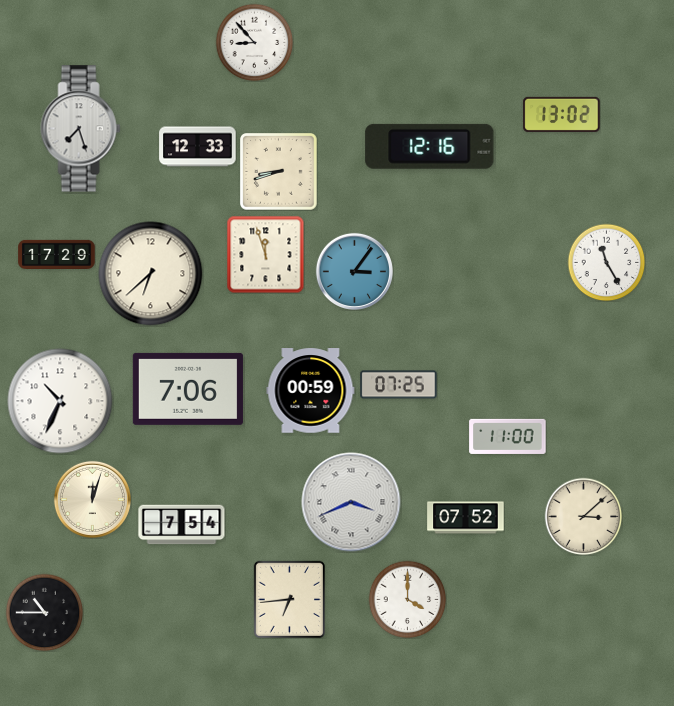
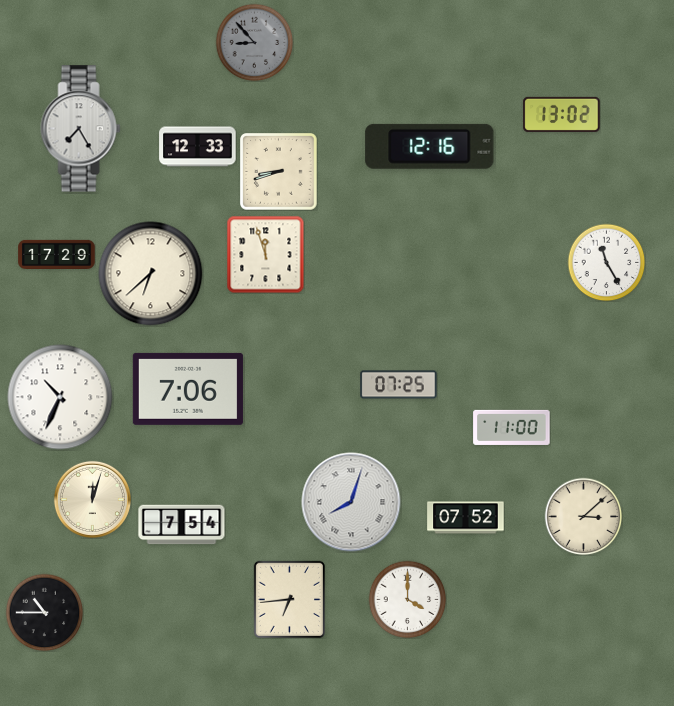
clock at (254, 42) dial: white -> grey
clock at (81, 129): 7:27 -> 7:25
clock at (354, 271): 3:06 -> none
clock at (311, 391): 00:59 -> none
clock at (60, 401) position: (60, 401) -> (60, 397)
clock at (508, 436) position: (508, 436) -> (512, 427)
clock at (351, 502): 3:41 -> 8:03
